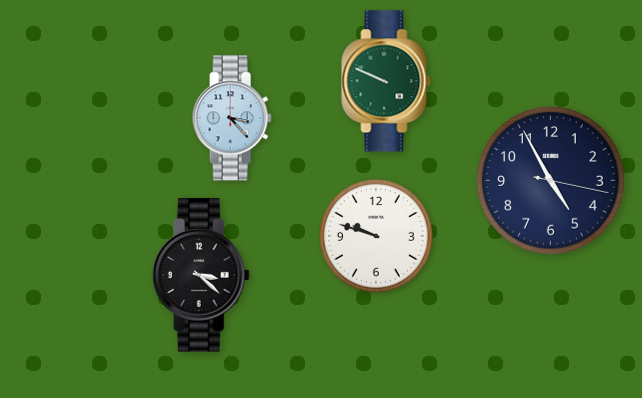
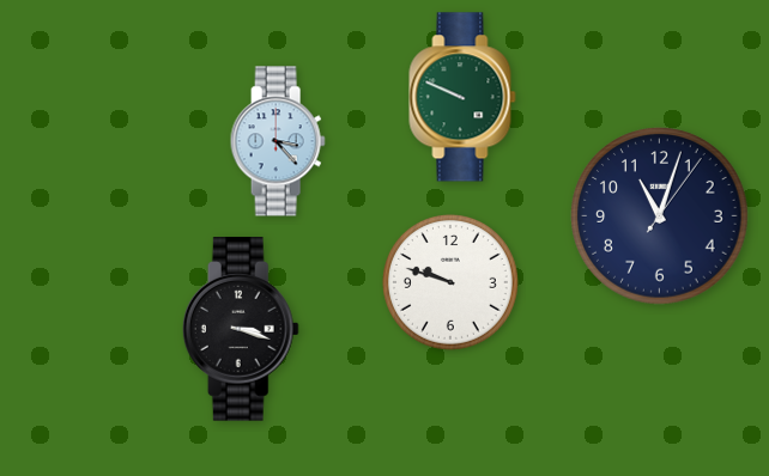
clock at (551, 181): 4:55 -> 11:03
clock at (201, 275): 3:22 -> 3:18
